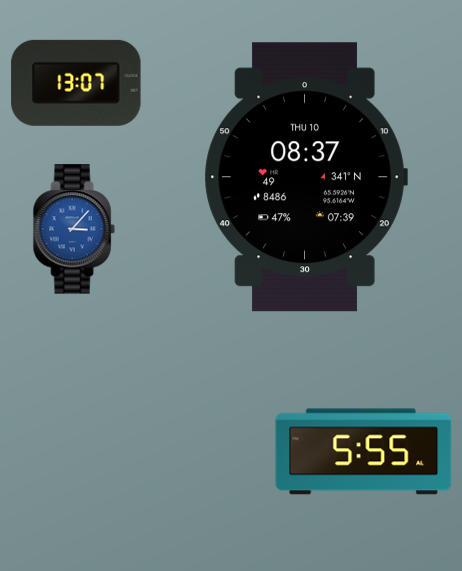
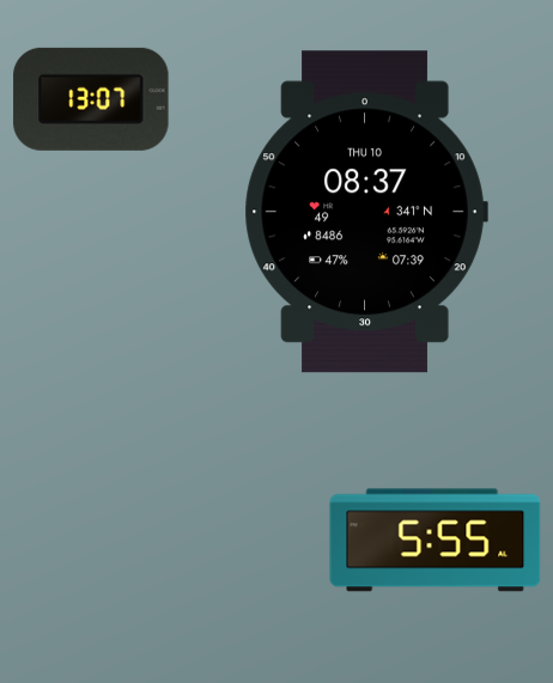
clock at (74, 229): 3:07 -> none
